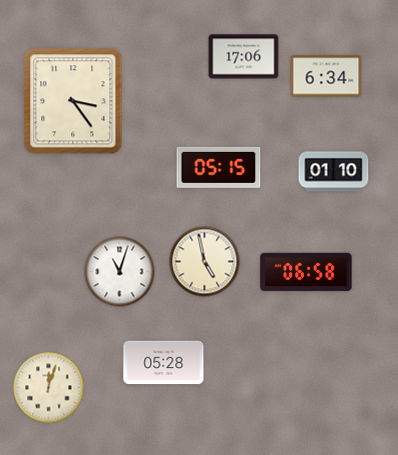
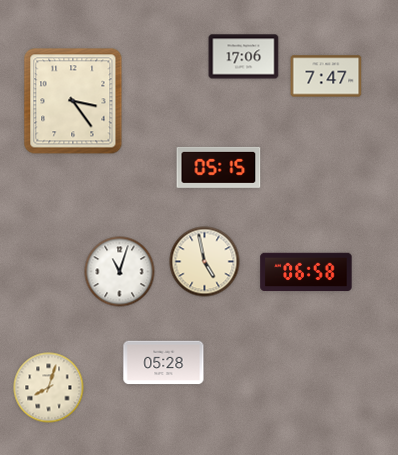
clock at (326, 76): 6:34 -> 7:47
clock at (334, 172): 01:10 -> none
clock at (49, 388): 12:03 -> 8:03
